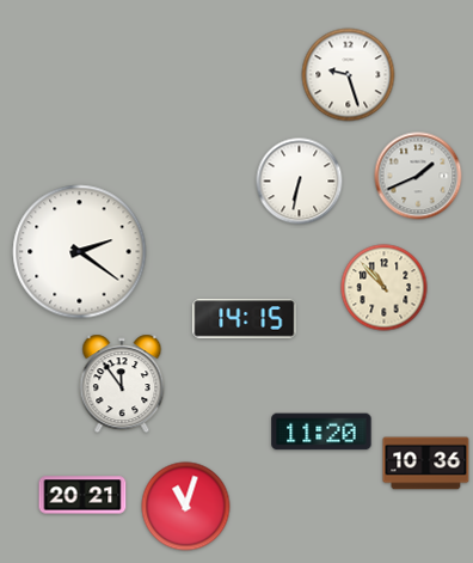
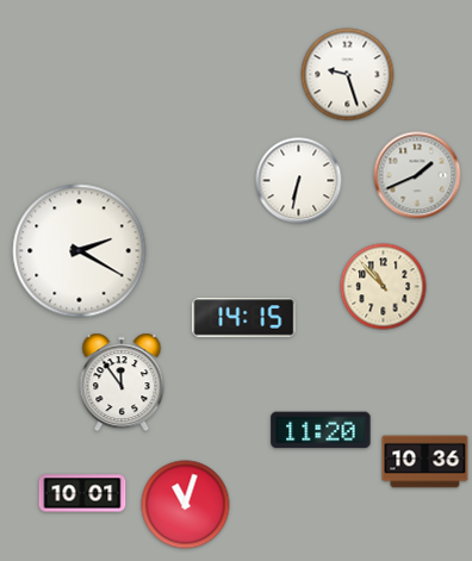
clock at (80, 252): 2:21 -> 2:20
clock at (82, 495): 20:21 -> 10:01
